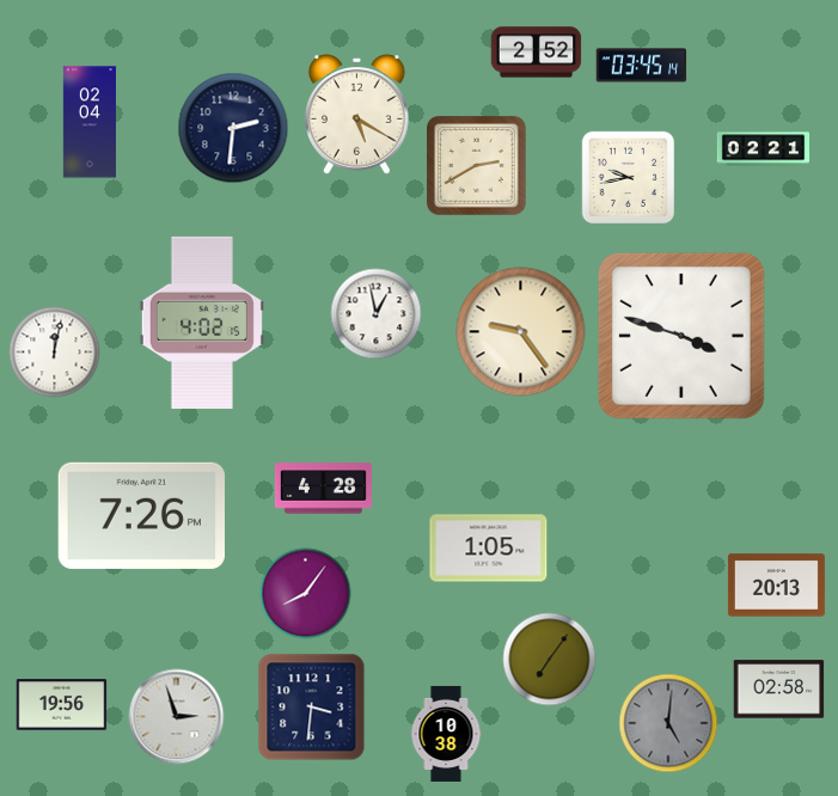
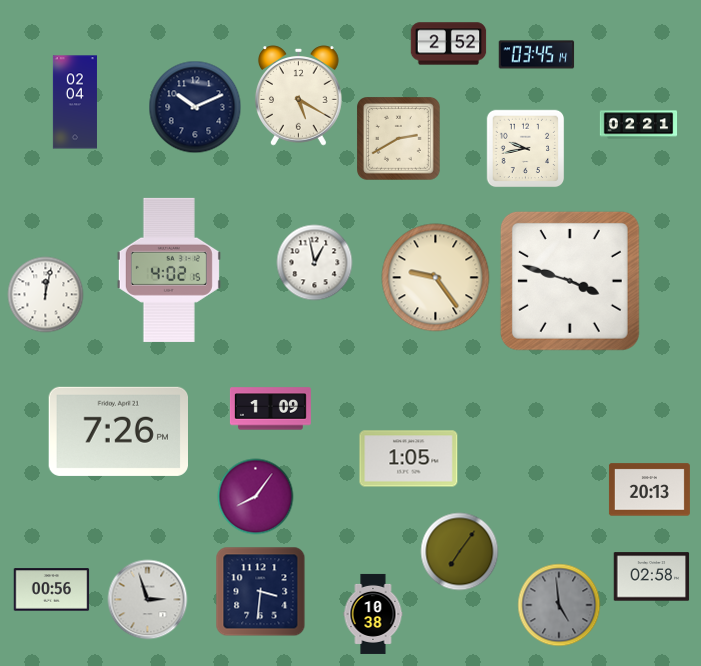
clock at (233, 128): 2:31 -> 10:11
clock at (323, 489): 4:28 -> 1:09
clock at (62, 705): 19:56 -> 00:56
clock at (668, 723): 5:01 -> 4:59
